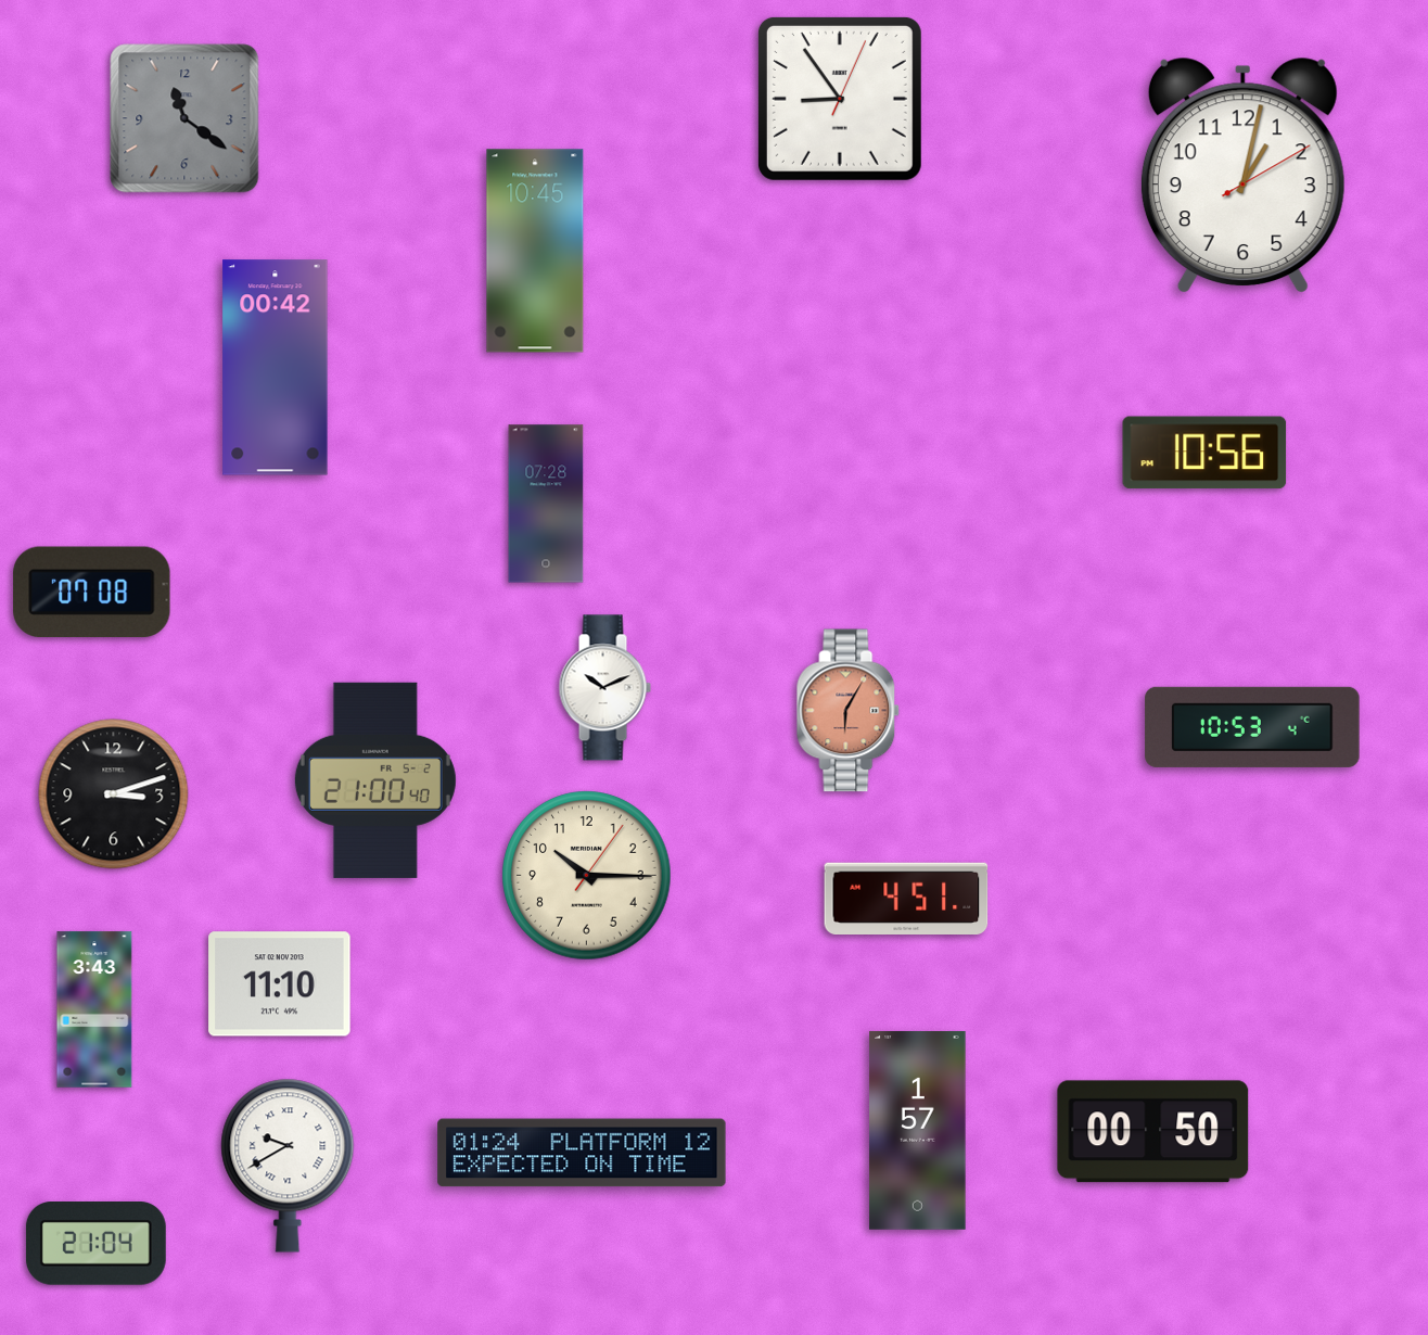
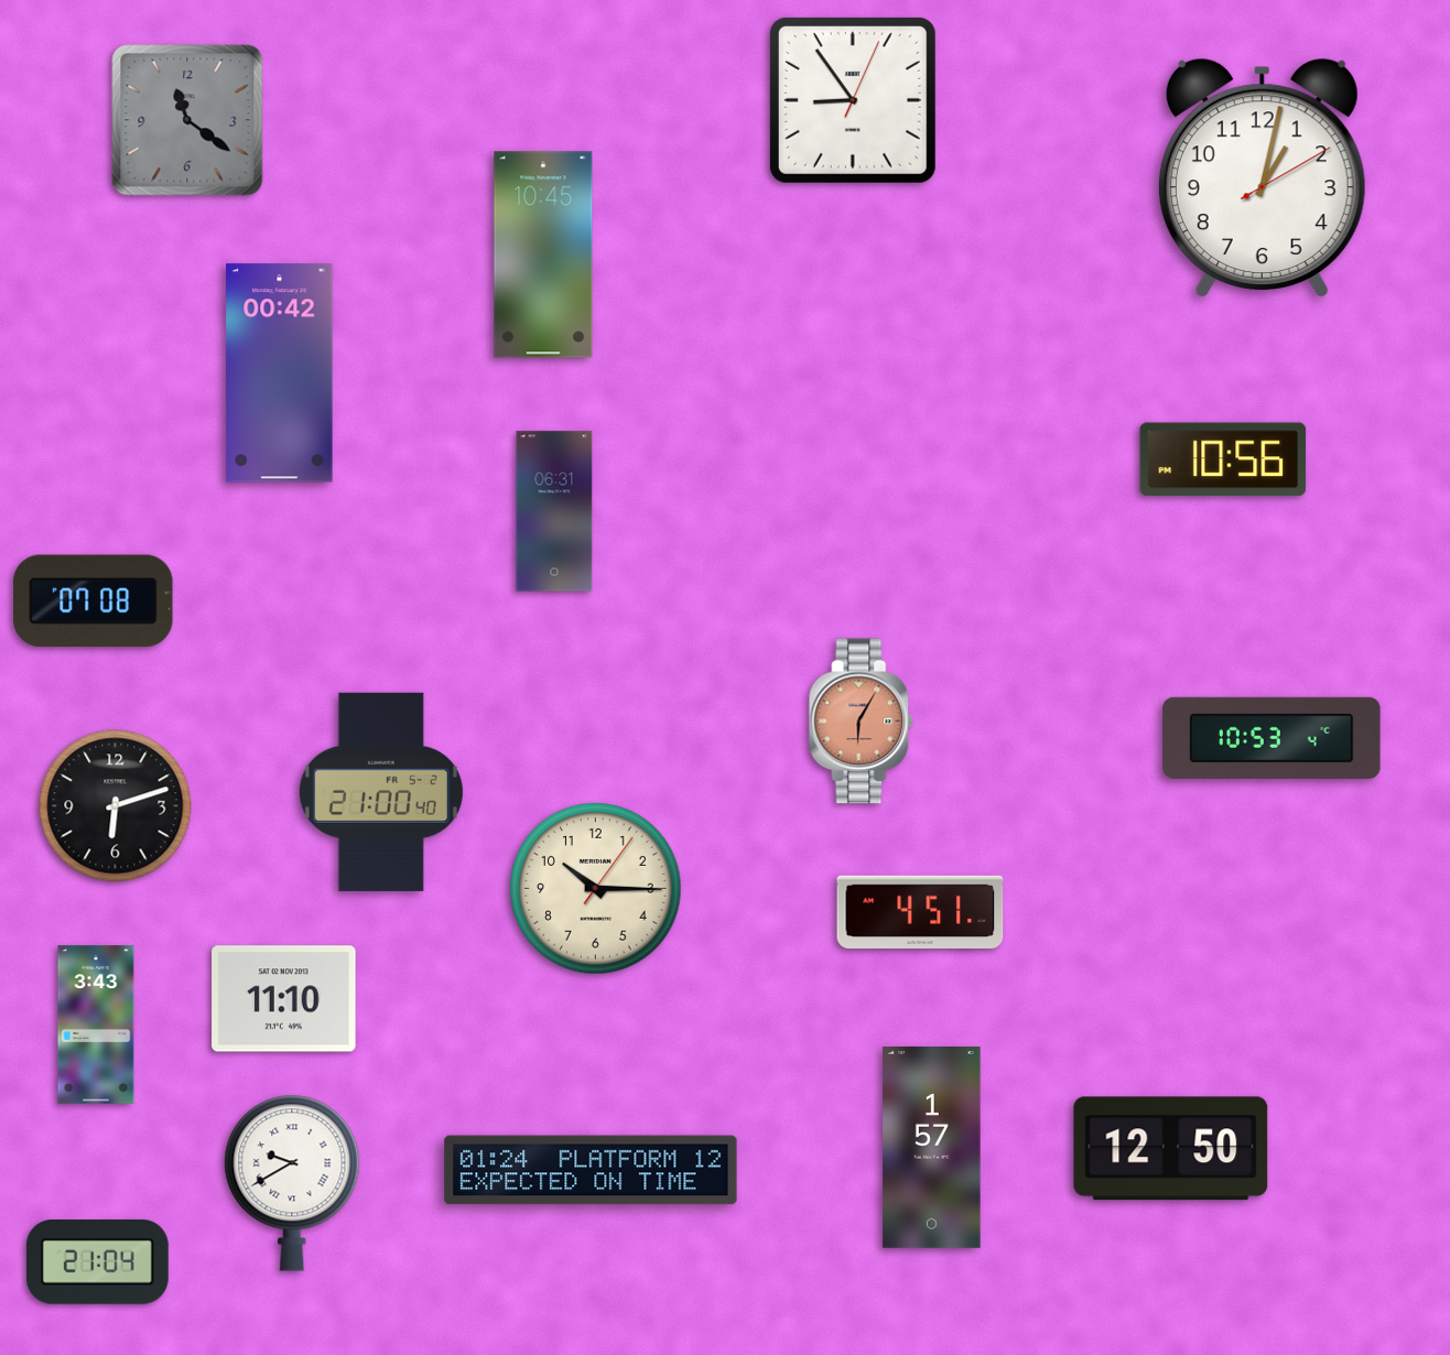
clock at (546, 504): 07:28 -> 06:31
clock at (604, 688): 10:11 -> none
clock at (114, 794): 3:12 -> 6:12
clock at (1153, 1132): 00:50 -> 12:50
